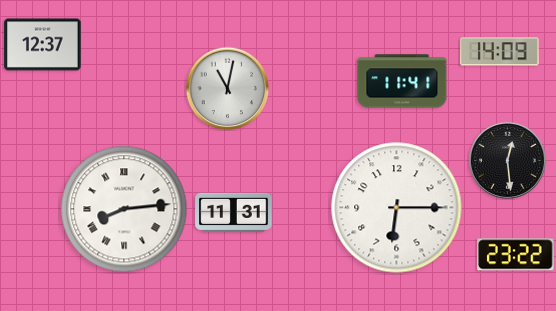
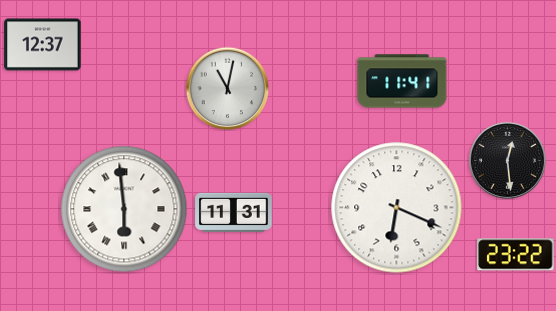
clock at (500, 52): 14:09 -> none
clock at (397, 208): 6:15 -> 6:19
clock at (124, 209): 8:14 -> 5:59
